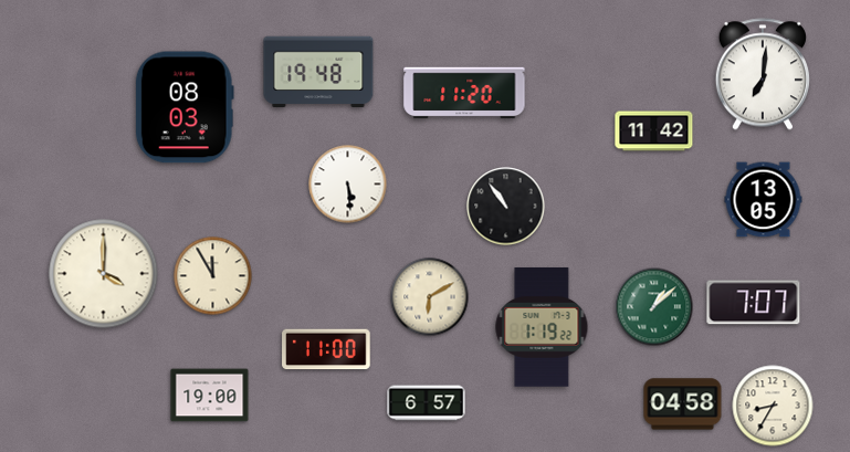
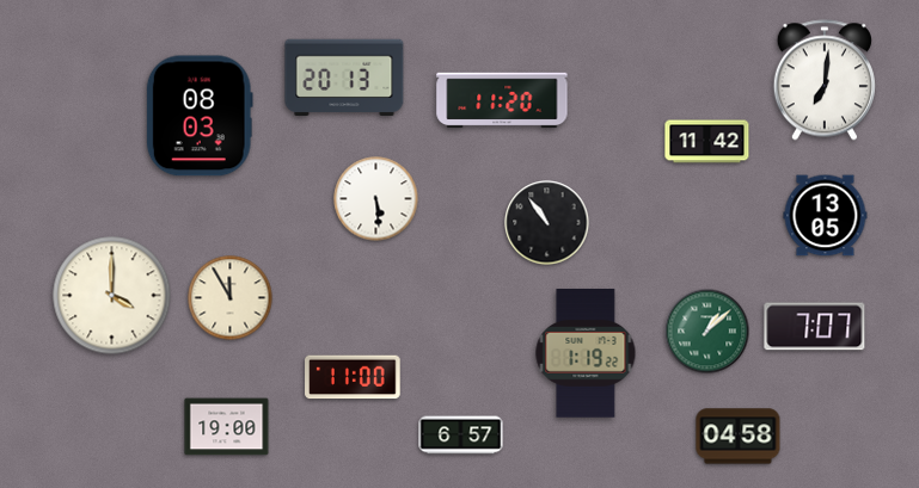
clock at (318, 71): 19:48 -> 20:13
clock at (430, 297): 6:10 -> none
clock at (773, 406): 8:35 -> none
